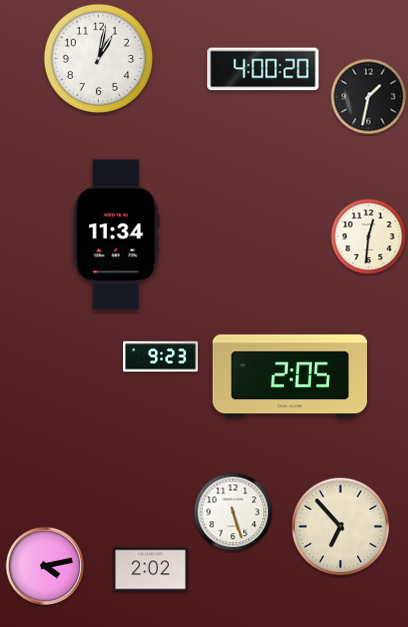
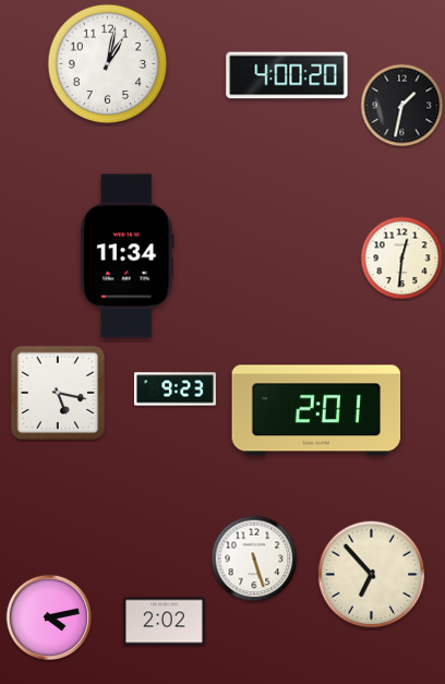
clock at (58, 393): none -> 5:17
clock at (290, 376): 2:05 -> 2:01
